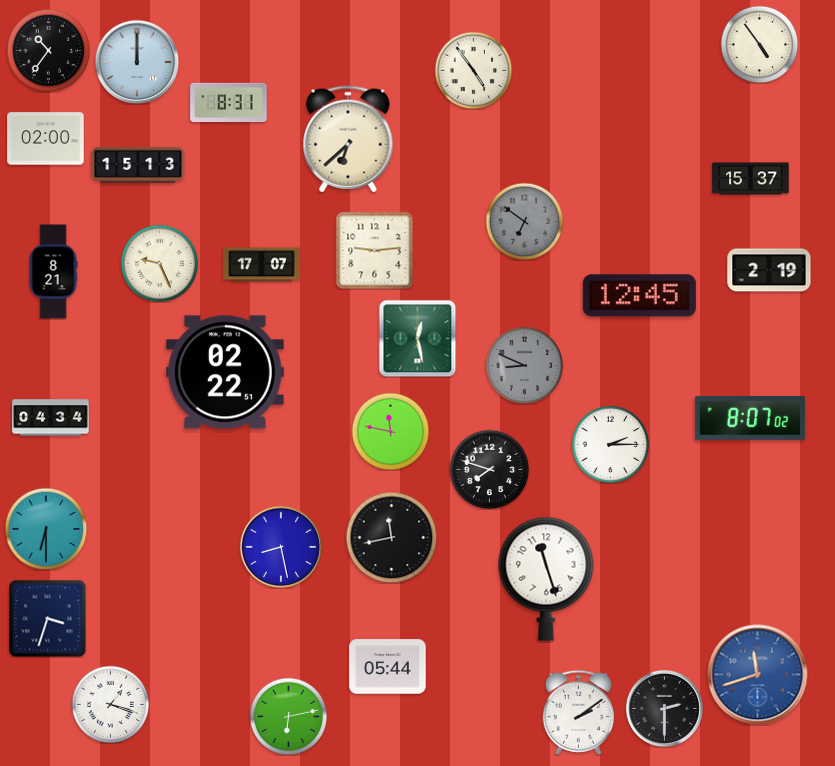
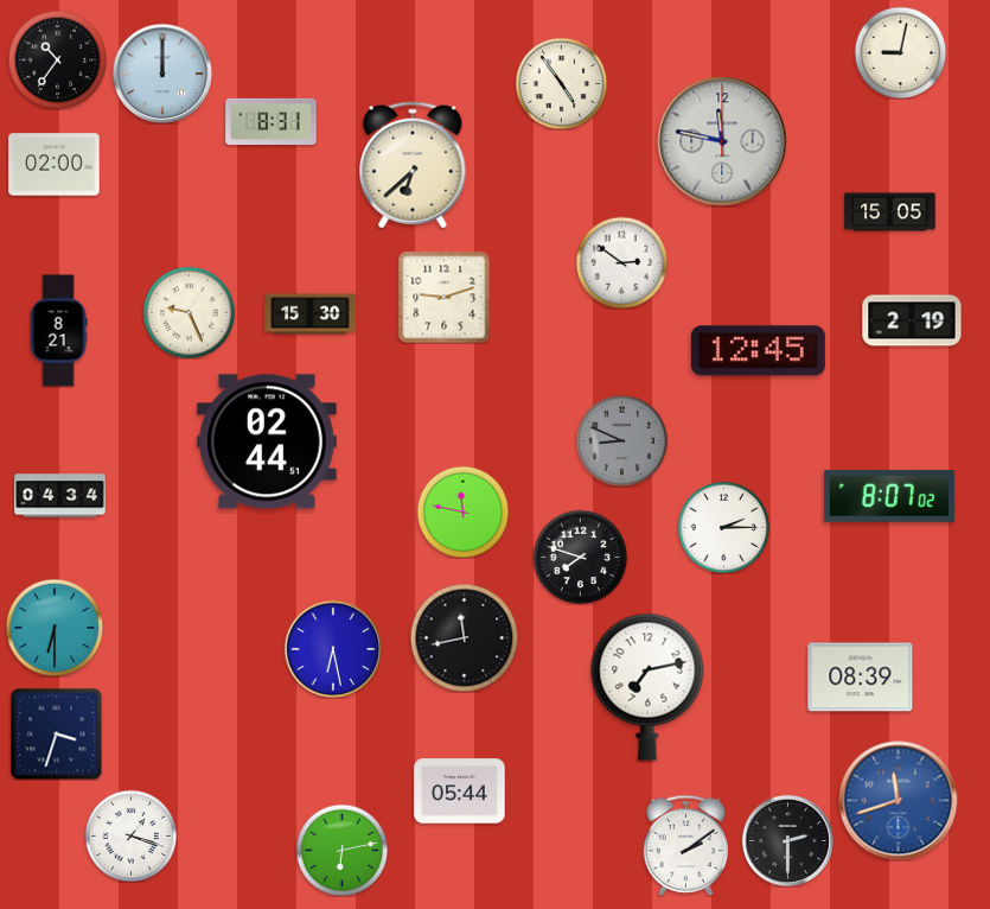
clock at (759, 44): 4:54 -> 9:02
clock at (722, 141): none -> 11:47
clock at (138, 165): 15:13 -> none
clock at (751, 179): 15:37 -> 15:05
clock at (524, 221): 6:51 -> 2:51
clock at (524, 221) dial: grey -> white
clock at (374, 250): 9:14 -> 9:12
clock at (262, 265): 17:07 -> 15:30
clock at (53, 272) position: (53, 272) -> (58, 331)
clock at (417, 338): 12:28 -> none
clock at (524, 365) position: (524, 365) -> (621, 440)
clock at (225, 372): 02:22 -> 02:44
clock at (281, 547): 8:28 -> 6:28
clock at (861, 678): none -> 08:39
clock at (546, 579): 11:27 -> 7:13
